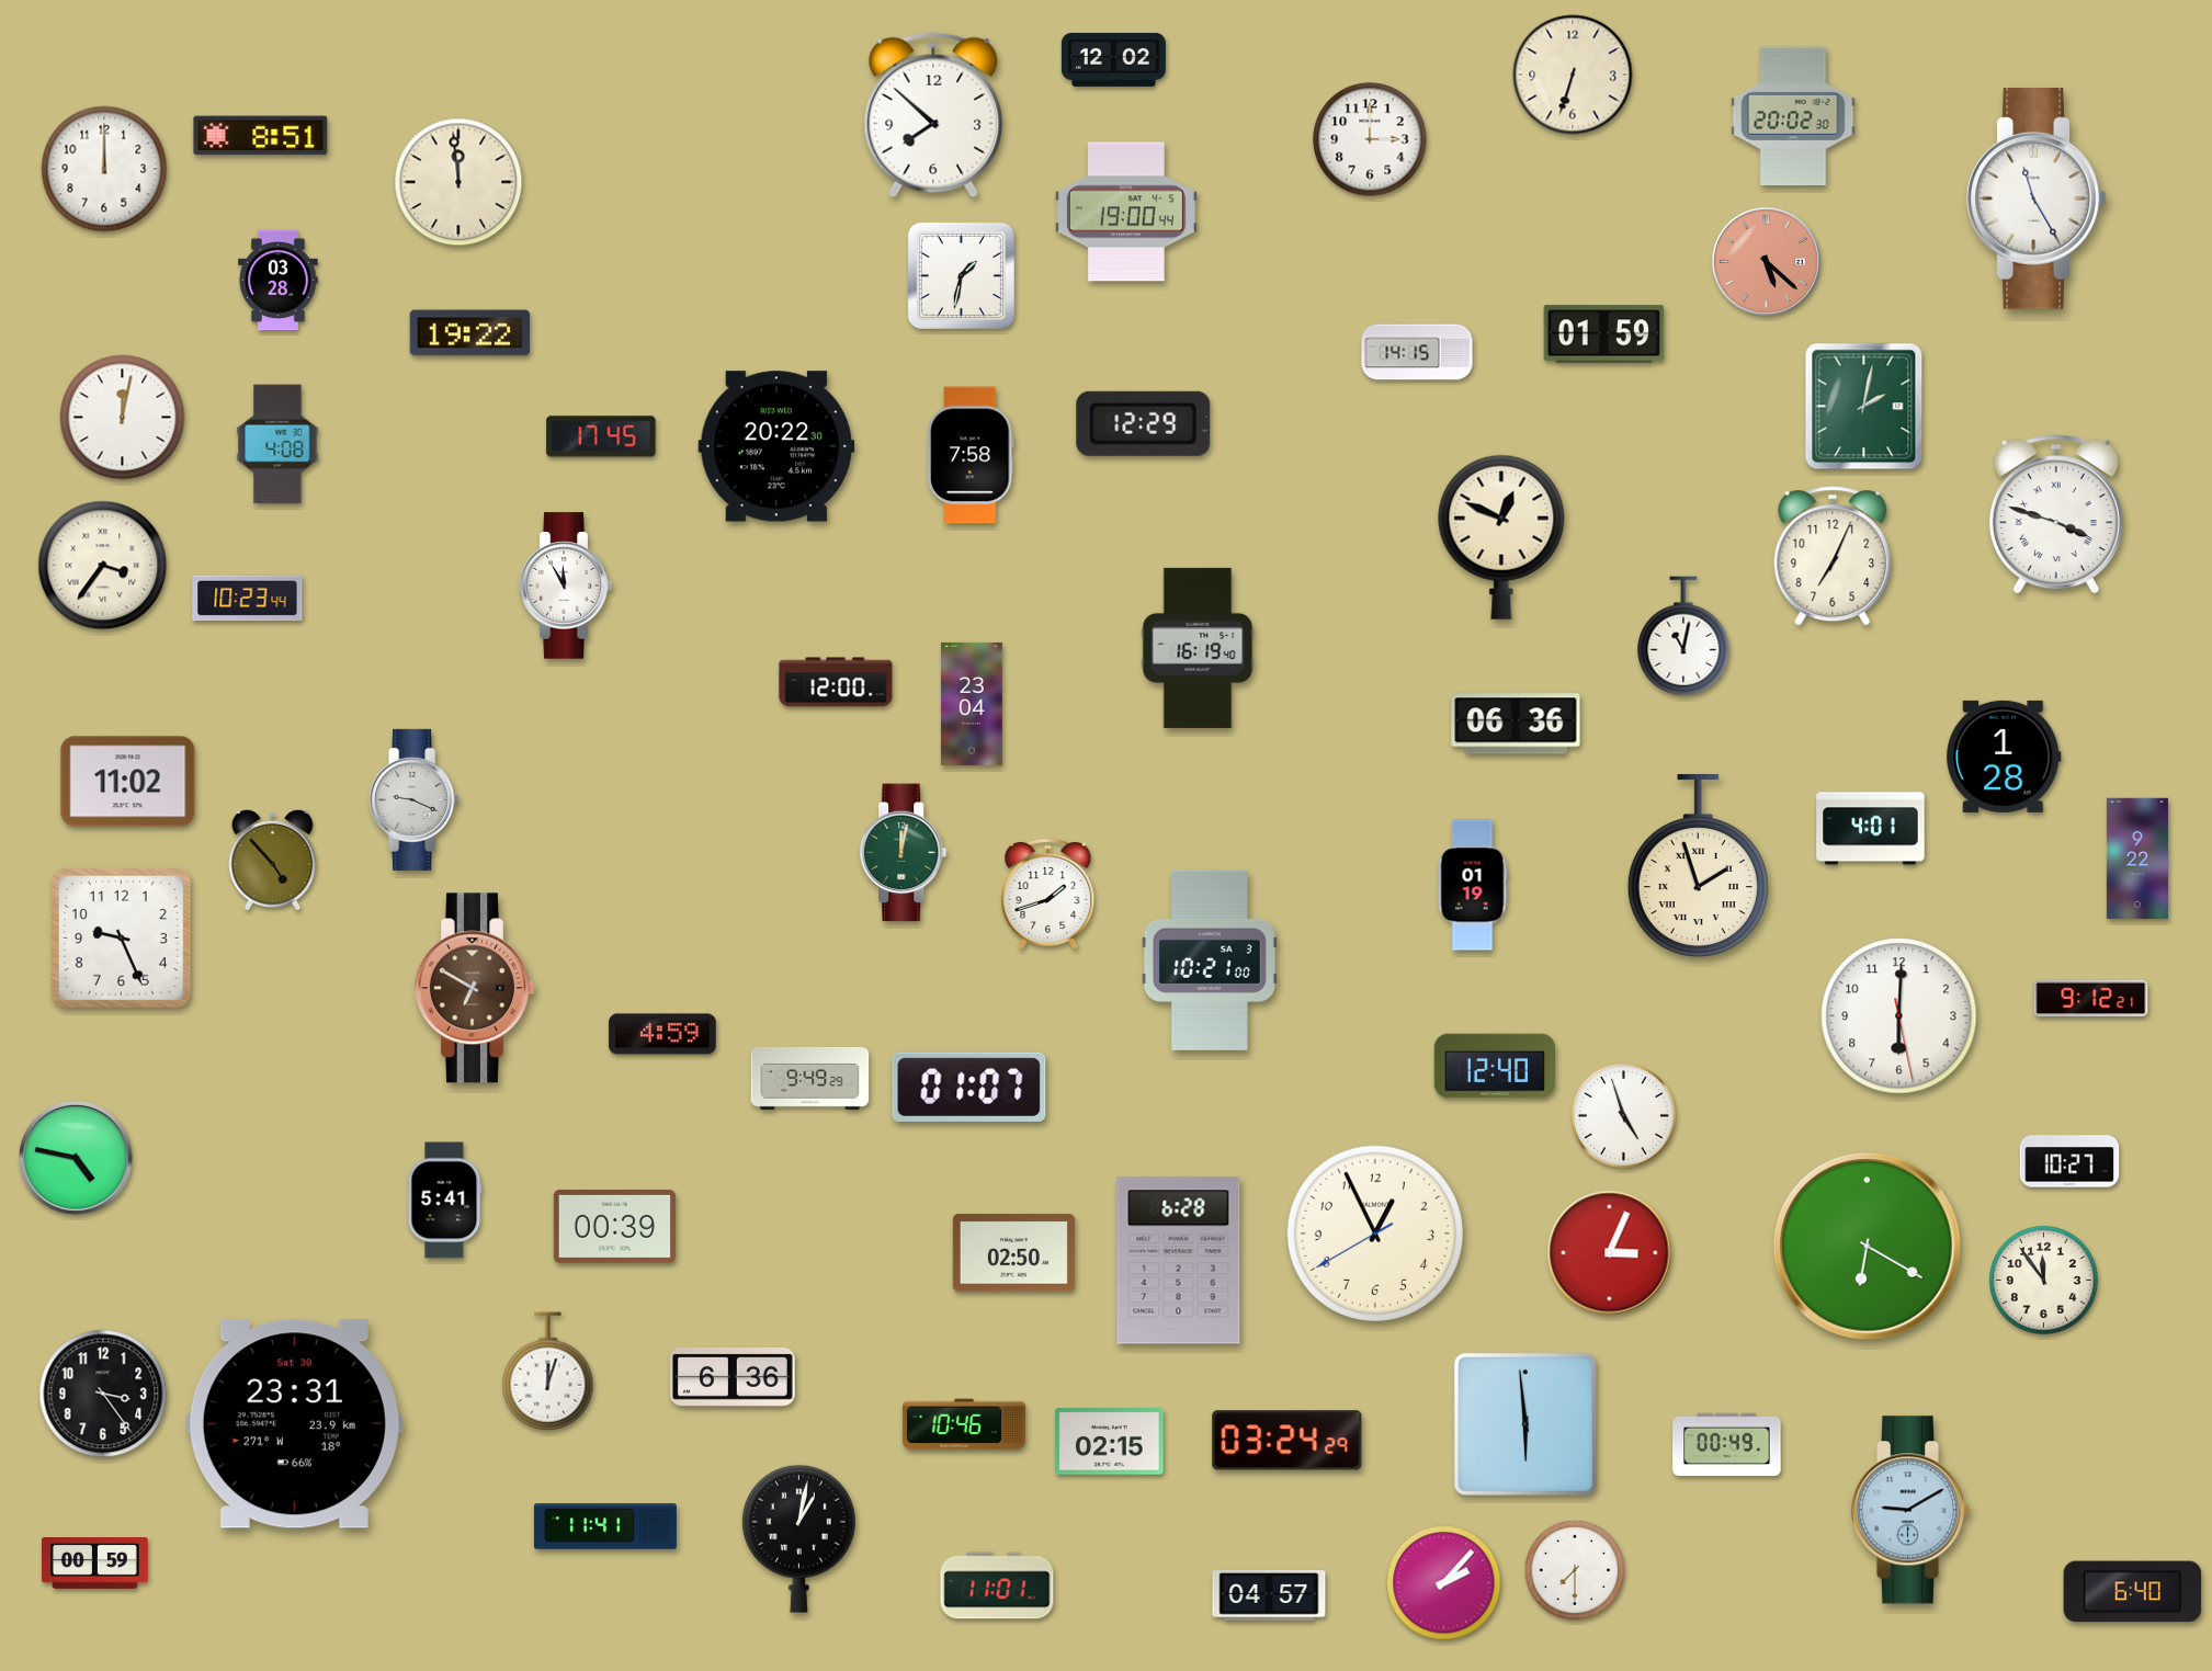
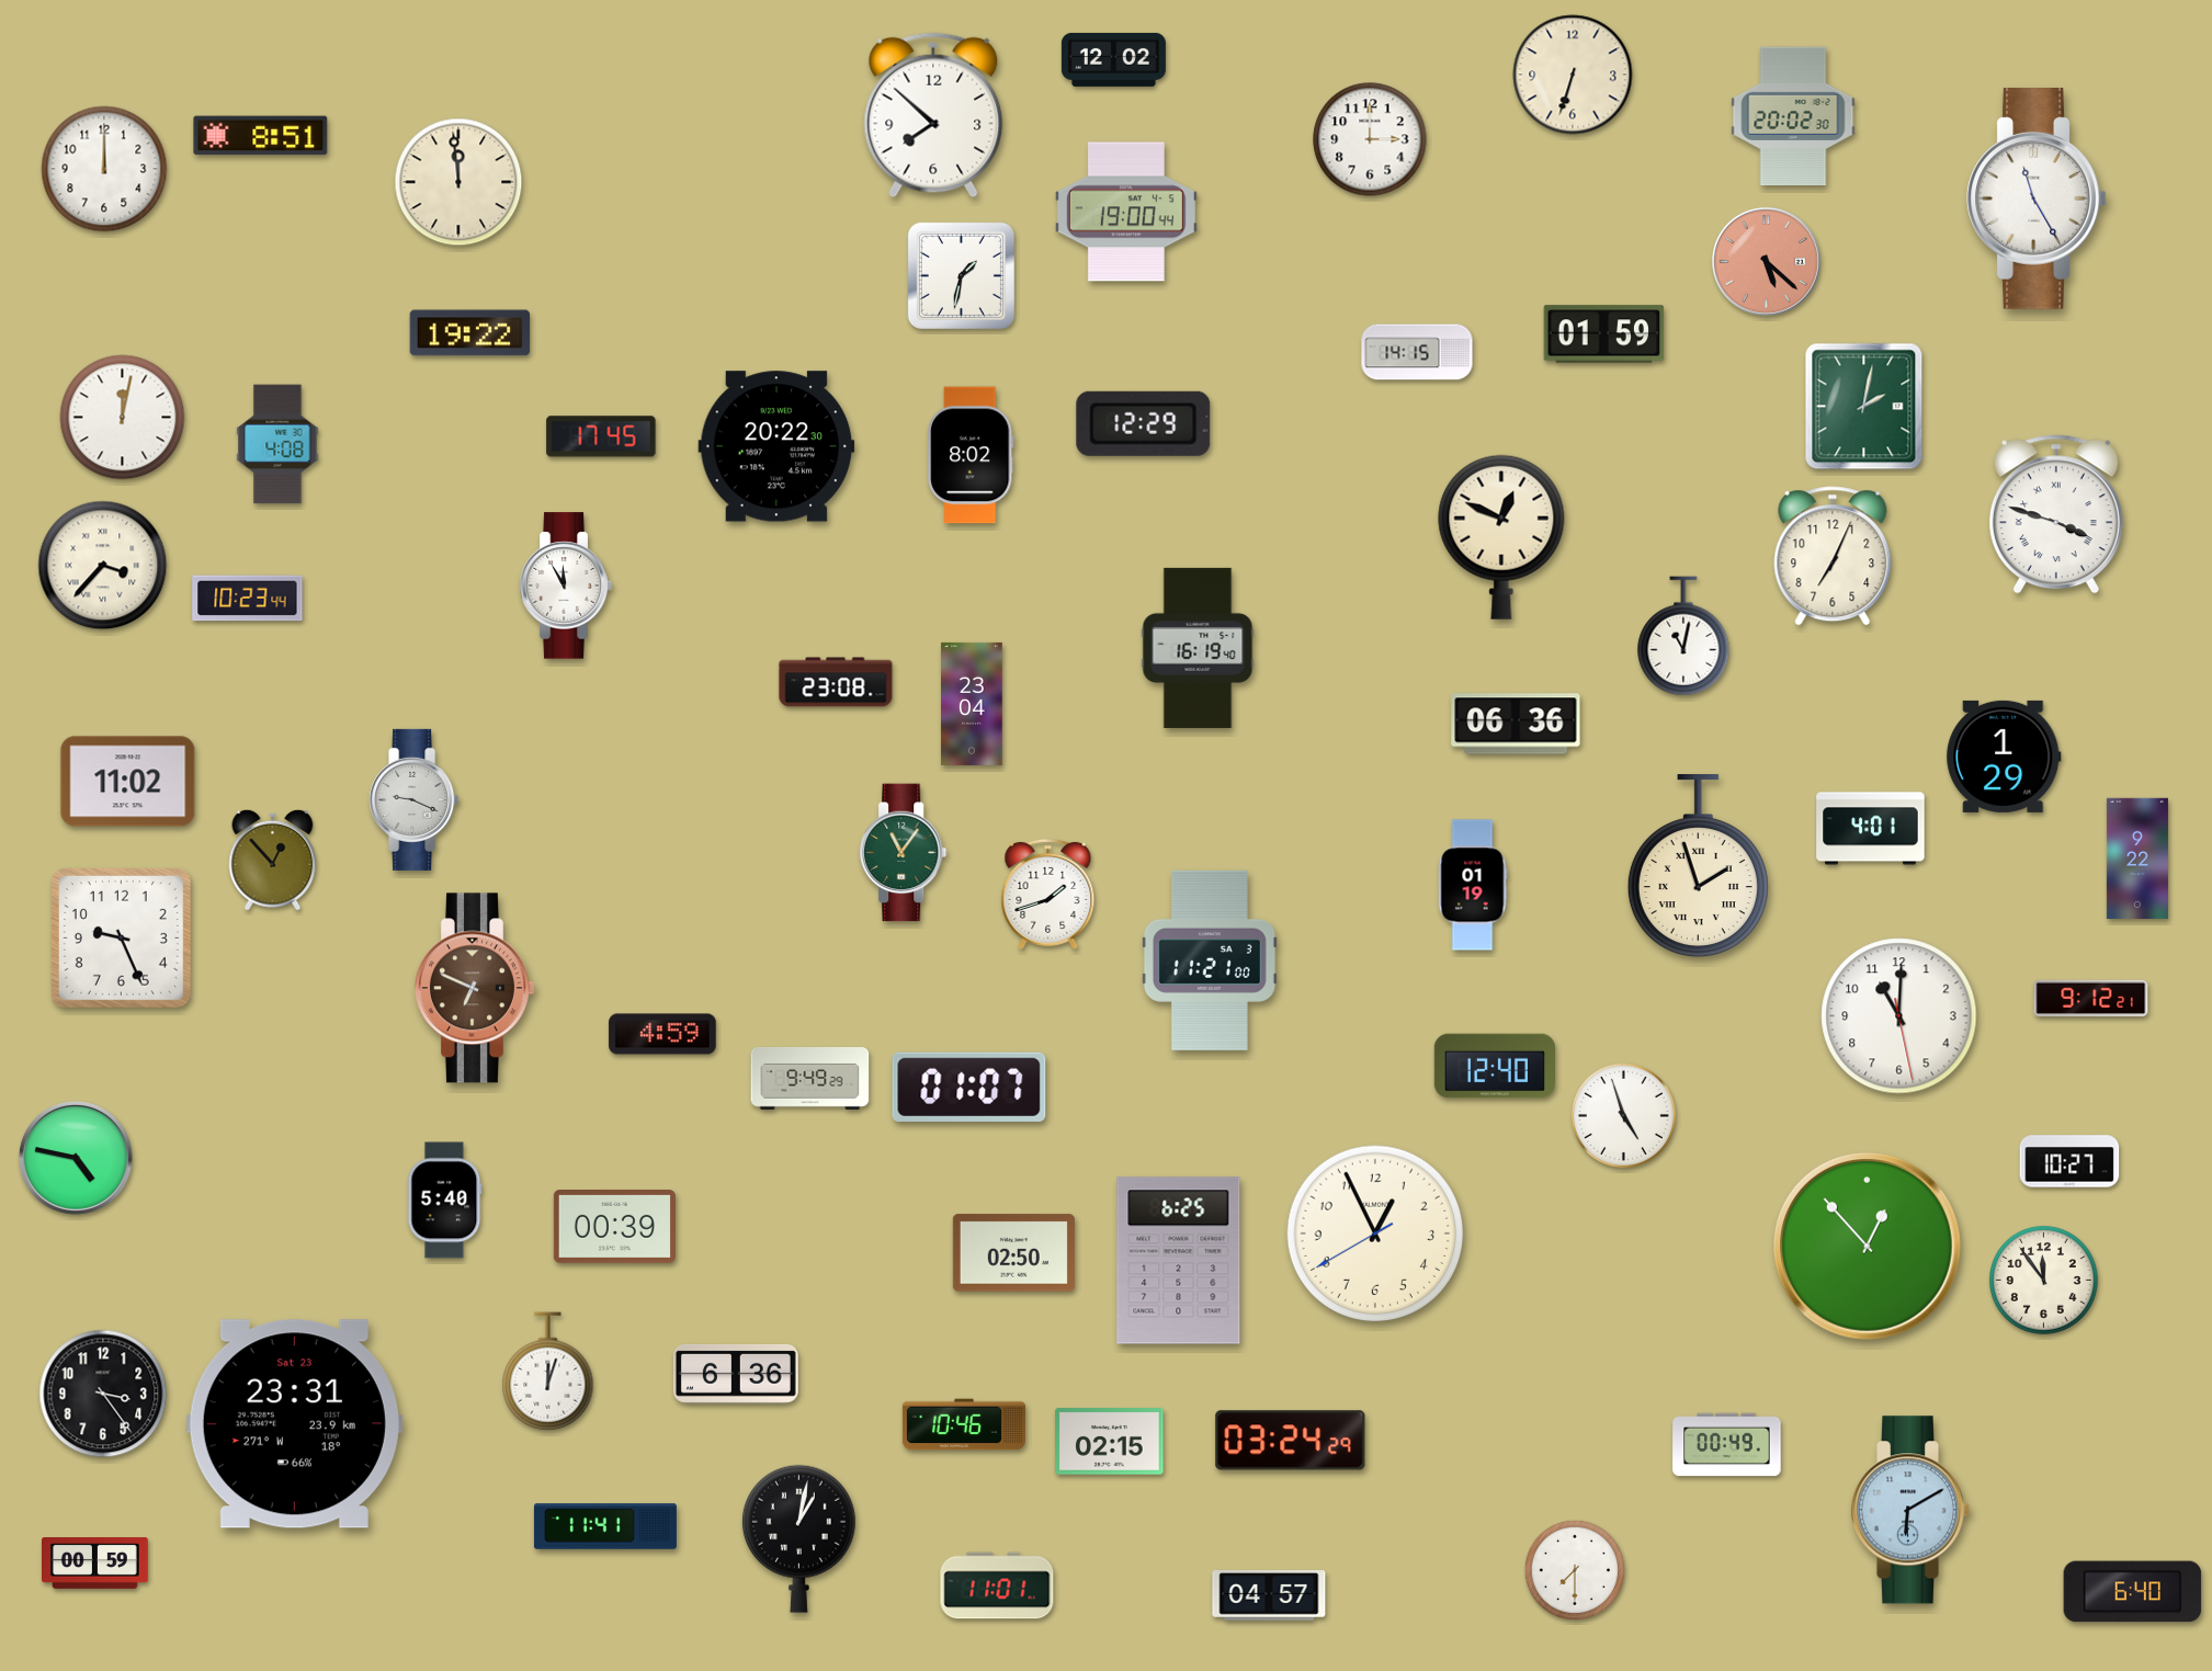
clock at (279, 281): 03:28 -> none
clock at (971, 455): 7:58 -> 8:02
clock at (103, 566): 3:36 -> 3:37
clock at (836, 682): 12:00 -> 23:08
clock at (2004, 757): 1:28 -> 1:29
clock at (904, 853): 12:02 -> 11:06
clock at (273, 860): 4:53 -> 12:53
clock at (1210, 960): 10:21 -> 11:21
clock at (475, 988): 6:50 -> 6:49
clock at (1899, 1016): 6:00 -> 11:00
clock at (445, 1201): 5:41 -> 5:40
clock at (1867, 1246): 6:20 -> 12:53
clock at (1610, 1253): 3:04 -> none
clock at (1179, 1261): 6:28 -> 6:25
clock at (733, 1377) position: (733, 1377) -> (736, 1374)
clock at (294, 1424) date: Sat 30 -> Sat 23
clock at (1525, 1424): 5:59 -> none
clock at (1288, 1441) position: (1288, 1441) -> (1291, 1441)
clock at (1910, 1510): 9:10 -> 6:10
clock at (1444, 1583): 2:07 -> none
